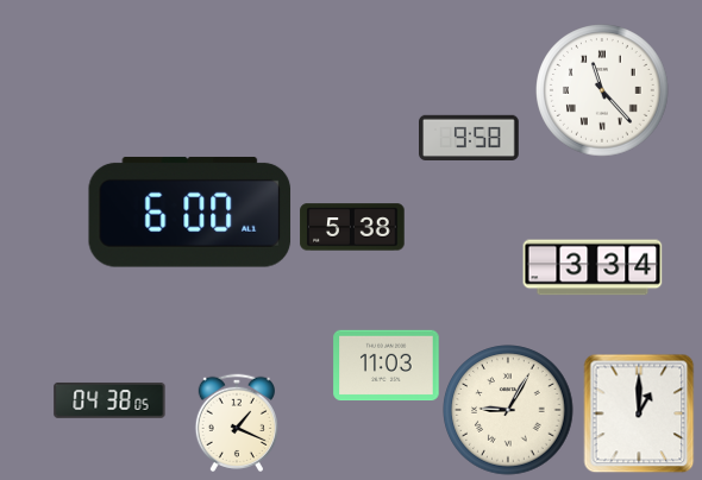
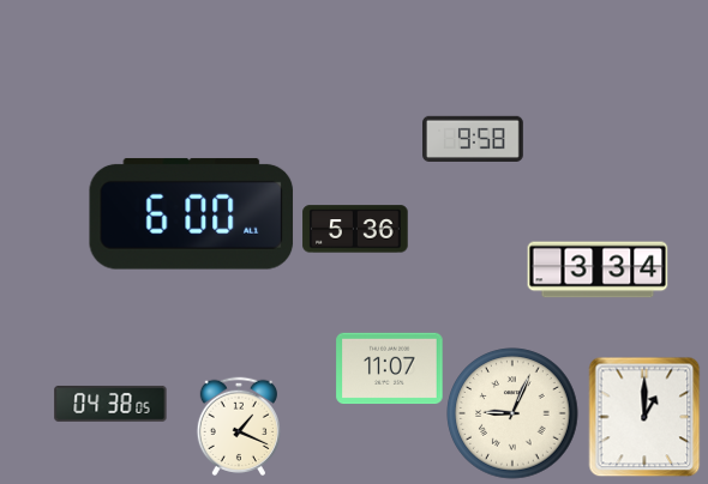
clock at (602, 90): 11:23 -> none
clock at (352, 227): 5:38 -> 5:36
clock at (387, 366): 11:03 -> 11:07
clock at (508, 410): 9:05 -> 9:04
